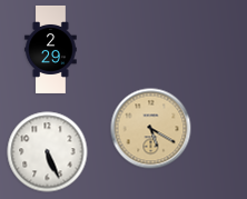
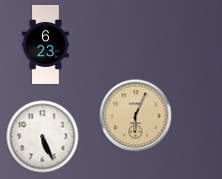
clock at (51, 49): 2:29 -> 6:23
clock at (151, 129): 5:20 -> 6:04
